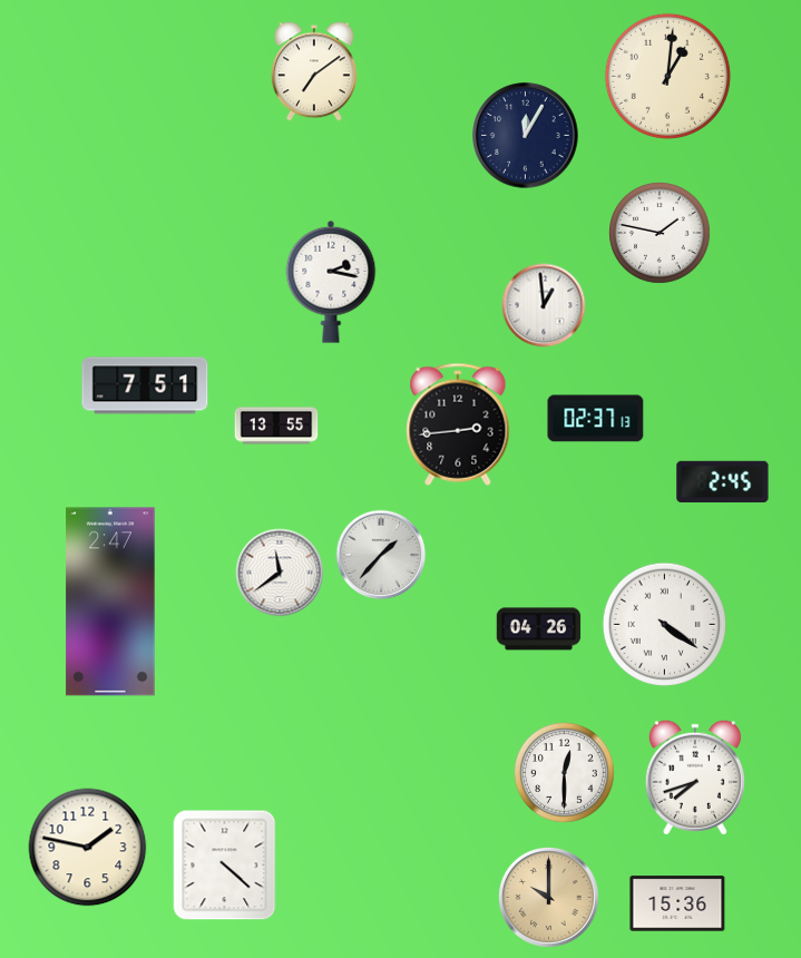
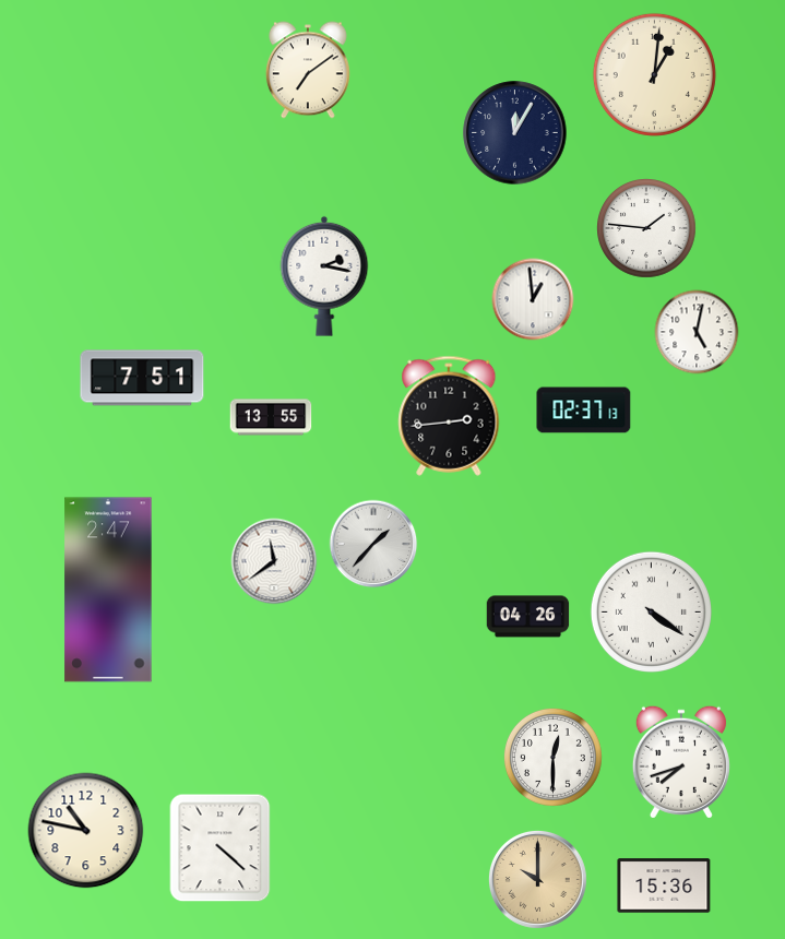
clock at (661, 234): 1:47 -> 1:46
clock at (697, 332): none -> 5:02
clock at (723, 482): 2:45 -> none
clock at (88, 848): 1:47 -> 10:47
